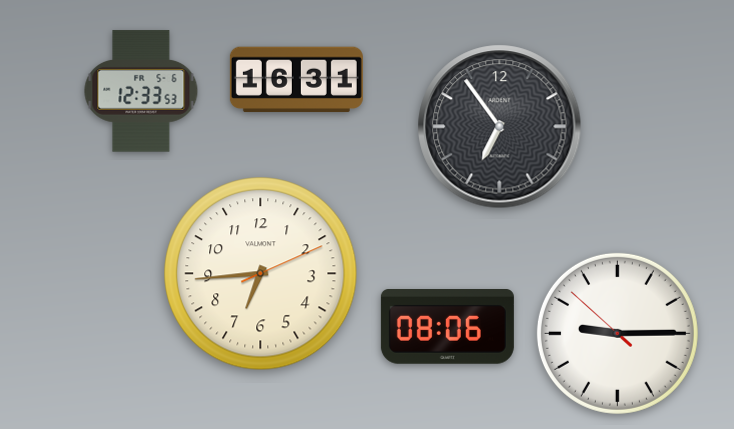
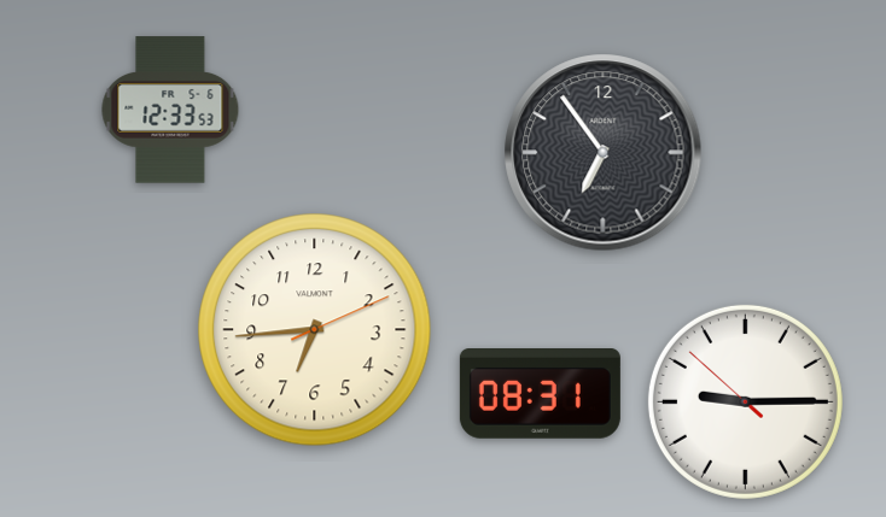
clock at (296, 80): 16:31 -> none
clock at (447, 327): 08:06 -> 08:31
